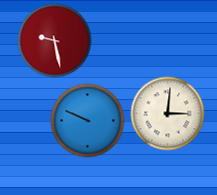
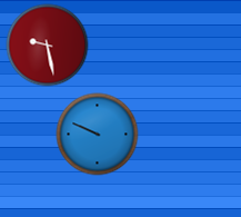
clock at (55, 41) position: (55, 41) -> (48, 46)
clock at (168, 114): 3:01 -> none
